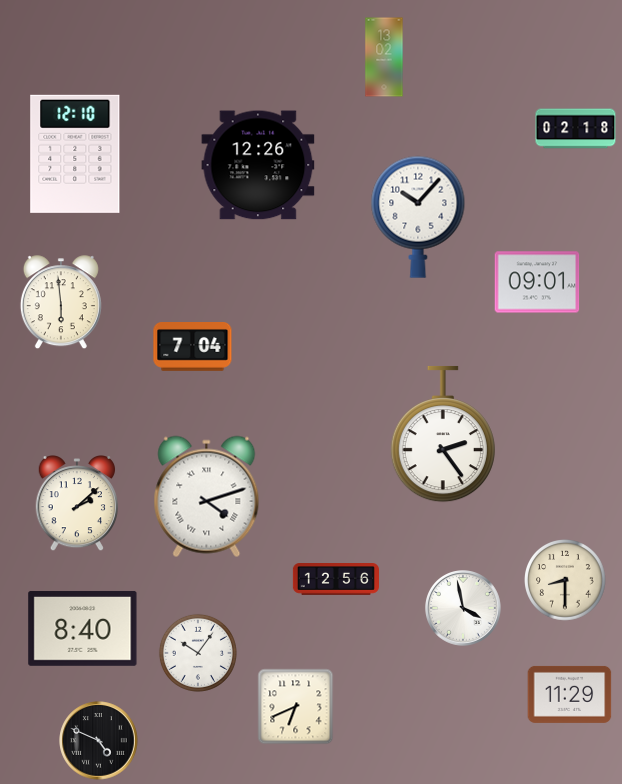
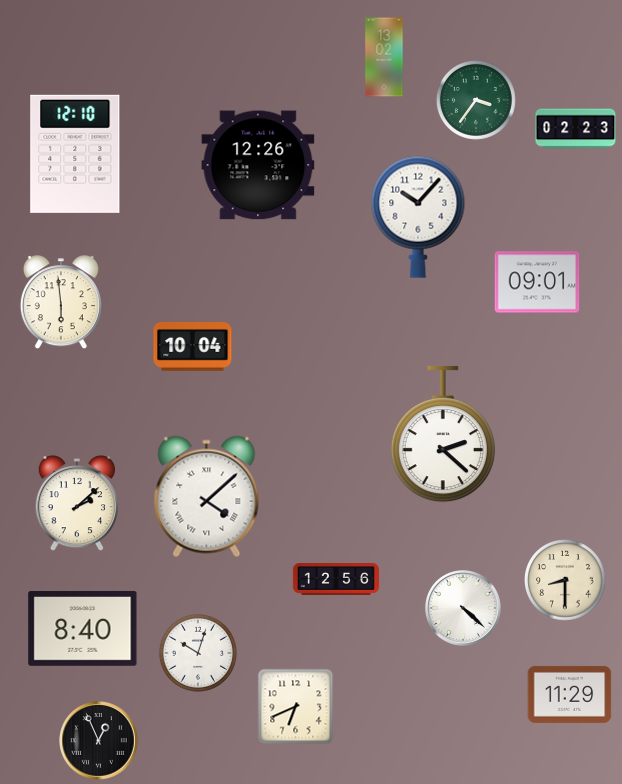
clock at (476, 100): none -> 3:36
clock at (576, 129): 02:18 -> 02:23
clock at (193, 347): 7:04 -> 10:04
clock at (443, 434): 2:24 -> 2:22
clock at (207, 497): 4:12 -> 4:08
clock at (464, 609): 3:58 -> 4:22
clock at (198, 653): 10:06 -> 10:03
clock at (99, 741): 4:49 -> 12:56
